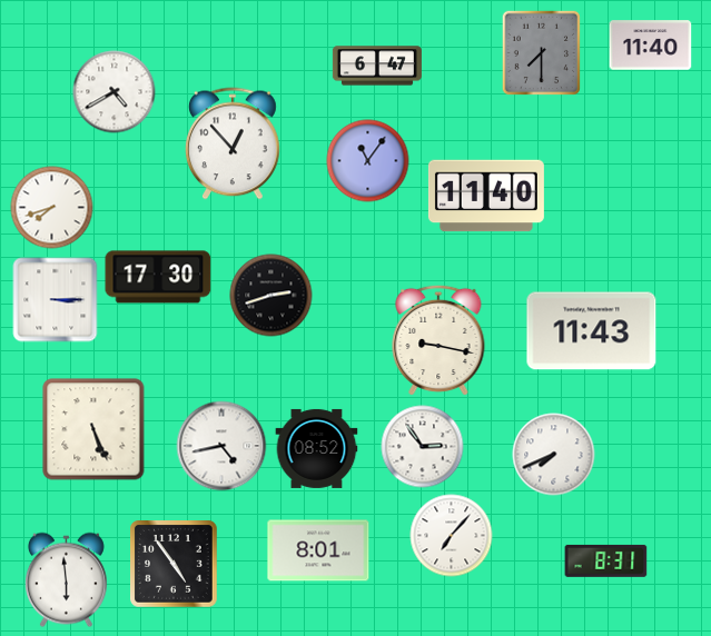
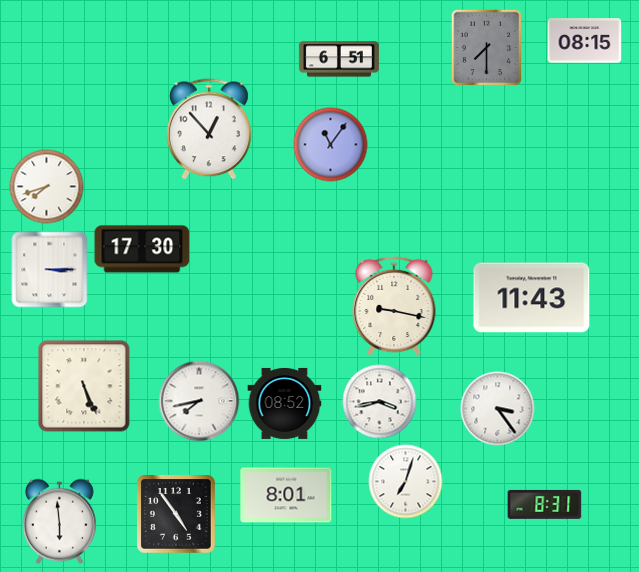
clock at (651, 46): 11:40 -> 08:15
clock at (377, 66): 6:47 -> 6:51
clock at (115, 92): 4:40 -> none
clock at (486, 196): 11:40 -> none
clock at (271, 296): 2:42 -> none
clock at (221, 446): 4:43 -> 7:43
clock at (423, 447): 2:54 -> 3:43
clock at (554, 455): 7:41 -> 3:24
clock at (452, 536): 7:07 -> 7:03
clock at (174, 564) position: (174, 564) -> (176, 514)
